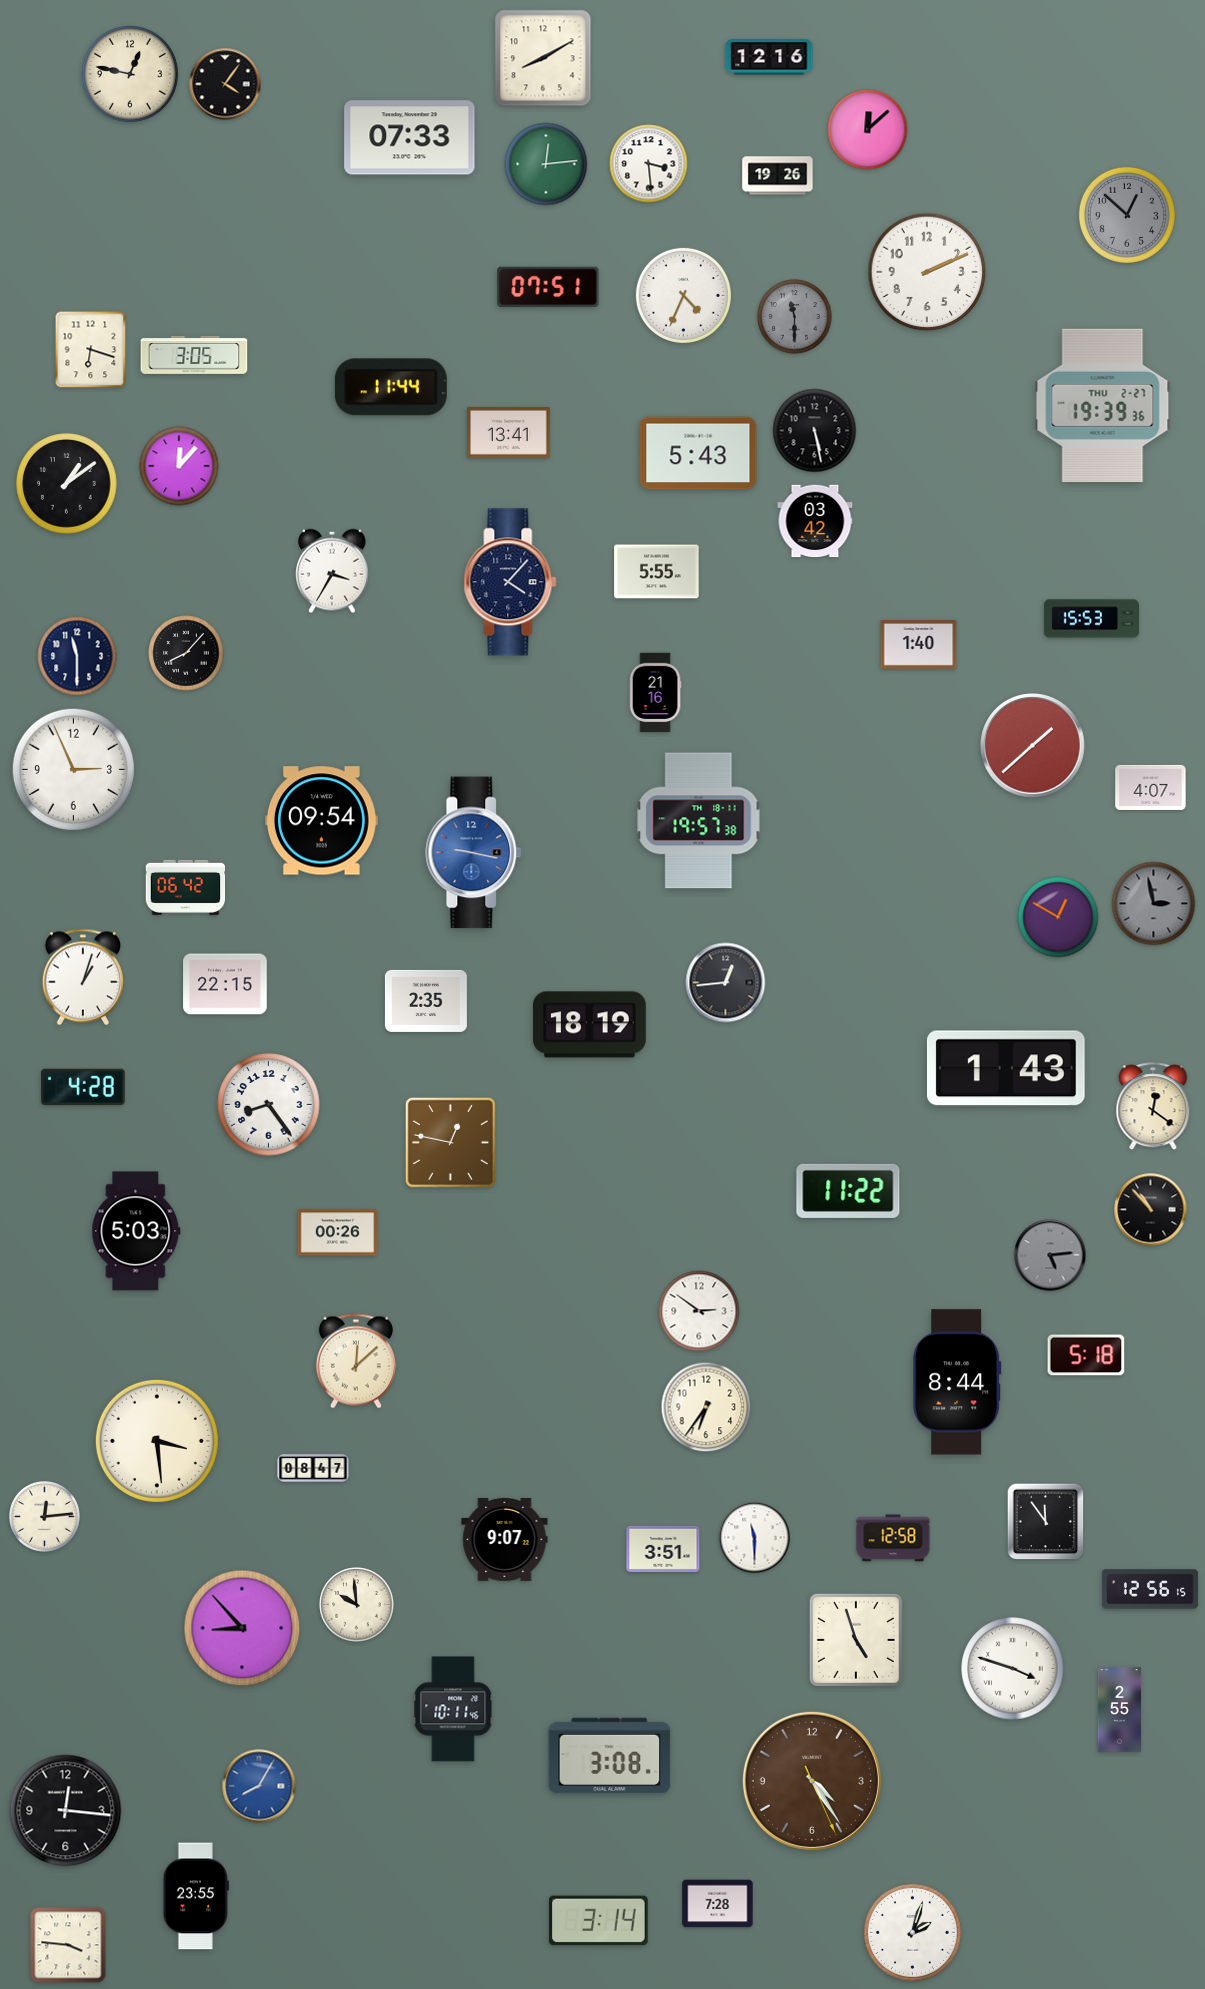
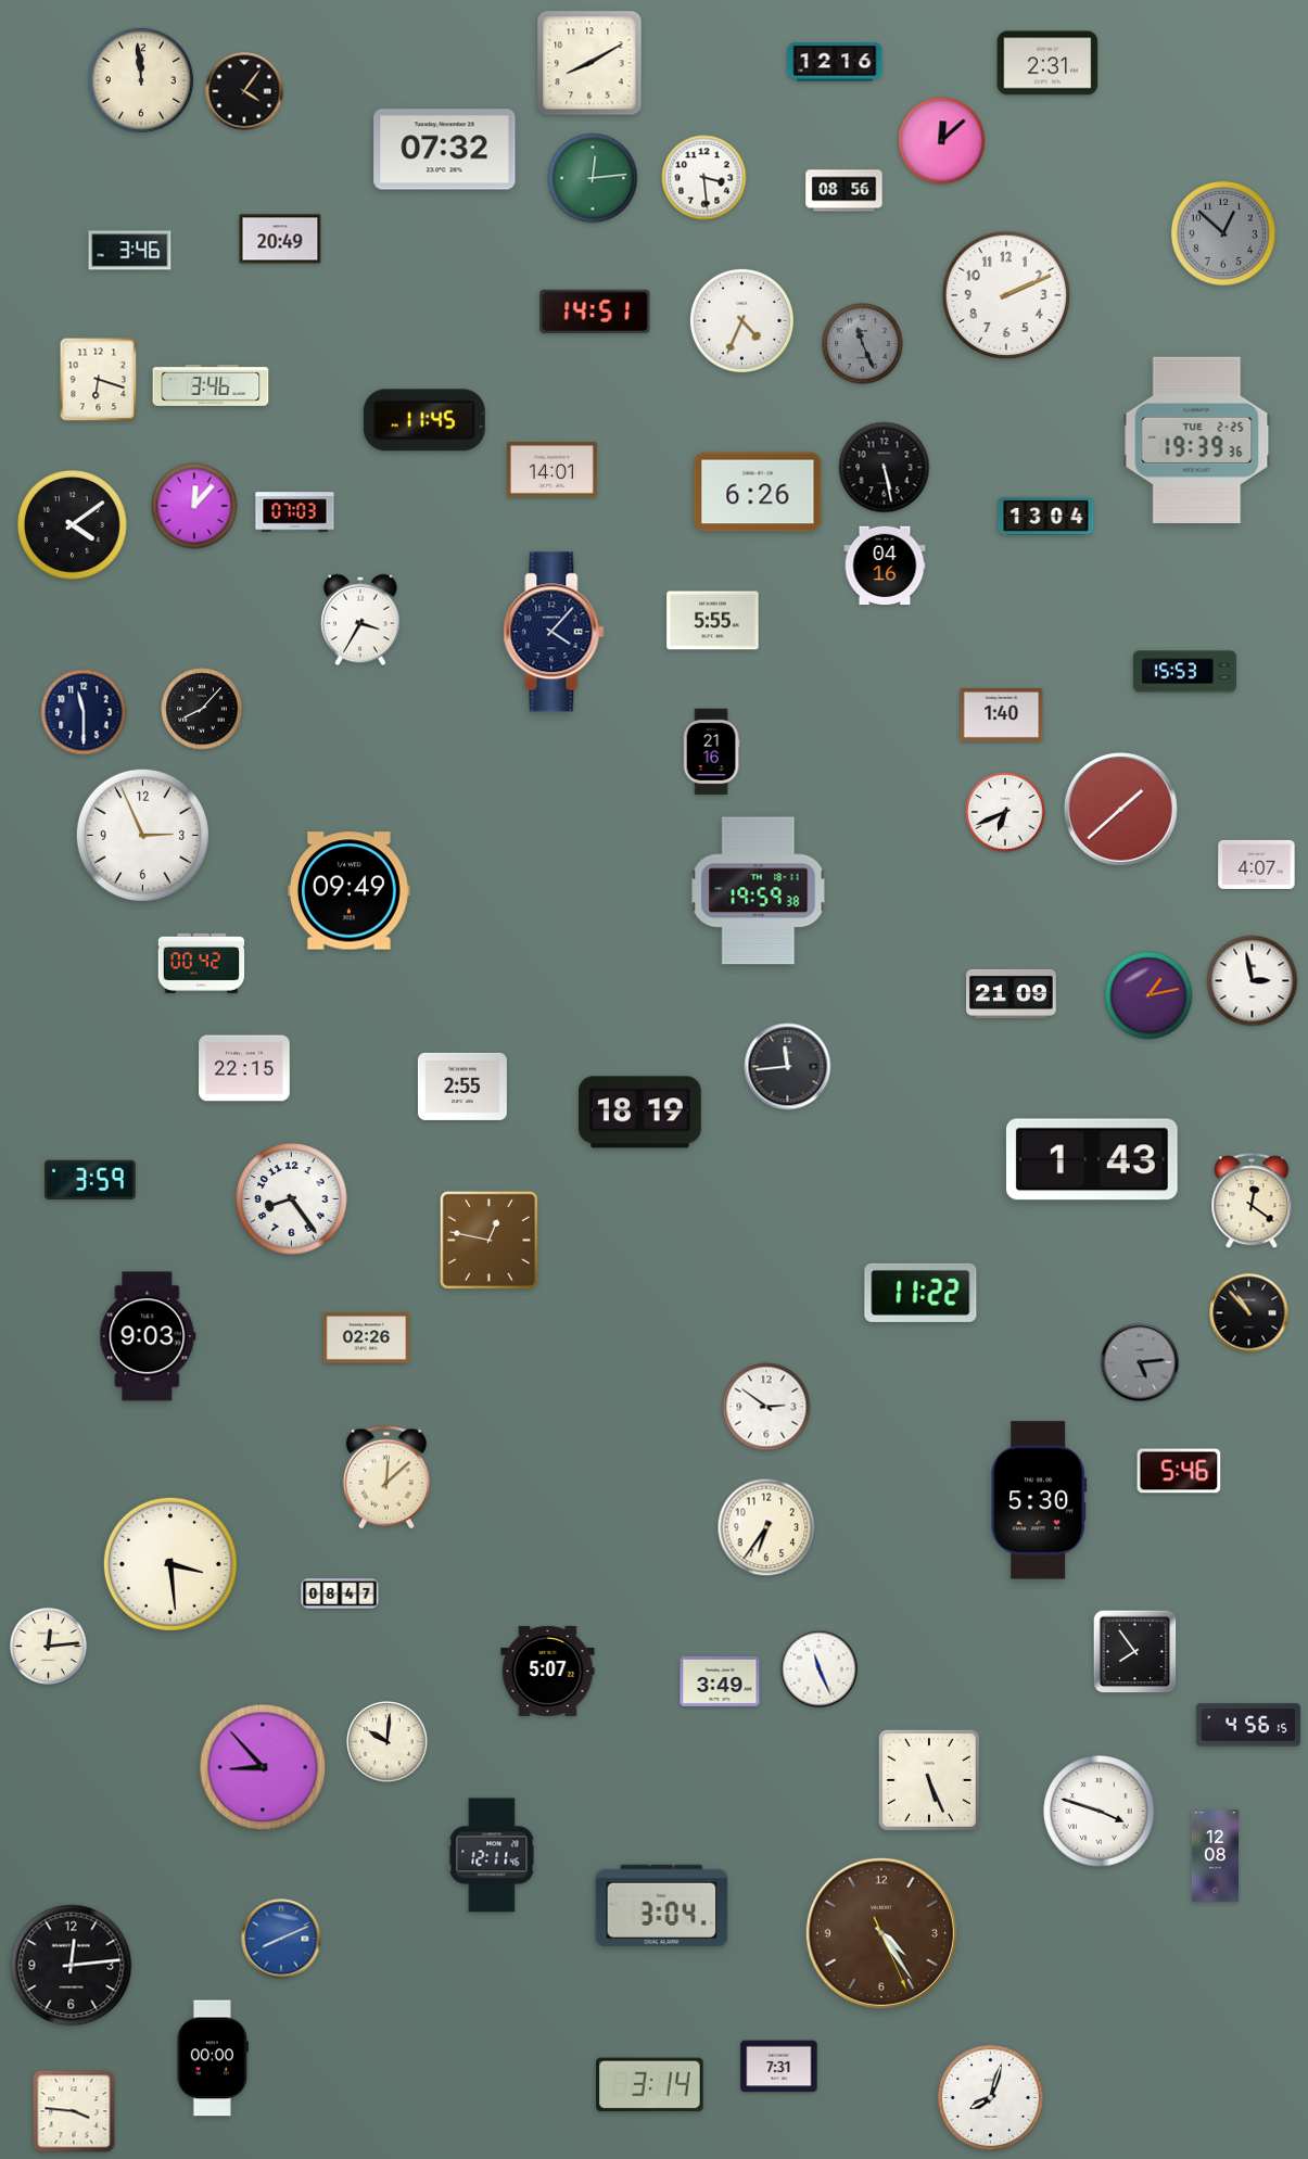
clock at (1047, 63): none -> 2:31
clock at (130, 74): 12:47 -> 11:59
clock at (410, 138): 07:33 -> 07:32
clock at (778, 176): 19:26 -> 08:56
clock at (280, 239): none -> 20:49
clock at (130, 251): none -> 3:46
clock at (548, 286): 07:51 -> 14:51
clock at (795, 317): 11:30 -> 11:26
clock at (194, 355): 3:05 -> 3:46
clock at (391, 387): 11:44 -> 11:45
clock at (1103, 405) date: THU 2-27 -> TUE 2-25
clock at (509, 433): 13:41 -> 14:01
clock at (698, 453): 5:43 -> 6:26
clock at (295, 512): none -> 07:03
clock at (1046, 516): none -> 13:04
clock at (67, 484): 1:09 -> 4:09
clock at (815, 521): 03:42 -> 04:16
clock at (919, 645) position: (919, 645) -> (1002, 715)
clock at (1005, 812): none -> 6:41
clock at (73, 769) position: (73, 769) -> (142, 835)
clock at (1151, 787) position: (1151, 787) -> (1257, 864)
clock at (322, 821): 09:54 -> 09:49
clock at (699, 821): 19:57 -> 19:59
clock at (474, 853): 9:17 -> none
clock at (186, 887): 06:42 -> 00:42
clock at (1154, 904) dial: grey -> white
clock at (1012, 993): none -> 21:09
clock at (1058, 917): 12:50 -> 1:13
clock at (83, 977): 1:03 -> none
clock at (726, 983): 12:44 -> 11:44
clock at (426, 1001): 2:35 -> 2:55
clock at (83, 1086): 4:28 -> 3:59
clock at (136, 1231): 5:03 -> 9:03
clock at (338, 1233): 00:26 -> 02:26
clock at (699, 1311) position: (699, 1311) -> (766, 1407)
clock at (1086, 1355): 5:18 -> 5:46
clock at (957, 1382): 8:44 -> 5:30
clock at (1046, 1522): 11:54 -> 7:54
clock at (755, 1538): 11:30 -> 11:26
clock at (893, 1538): 12:58 -> none
clock at (505, 1539): 9:07 -> 5:07
clock at (663, 1549): 3:51 -> 3:49
clock at (1150, 1589): 12:56 -> 4:56
clock at (357, 1605): 9:59 -> 10:01
clock at (856, 1640): 4:57 -> 5:26
clock at (453, 1709): 10:11 -> 12:11
clock at (1119, 1710): 2:55 -> 12:08
clock at (610, 1756): 3:08 -> 3:04
clock at (259, 1786): 8:05 -> 8:11
clock at (66, 1811): 12:16 -> 12:14
clock at (196, 1896): 23:55 -> 00:00
clock at (718, 1904): 7:28 -> 7:31
clock at (912, 1932): 2:03 -> 8:03
